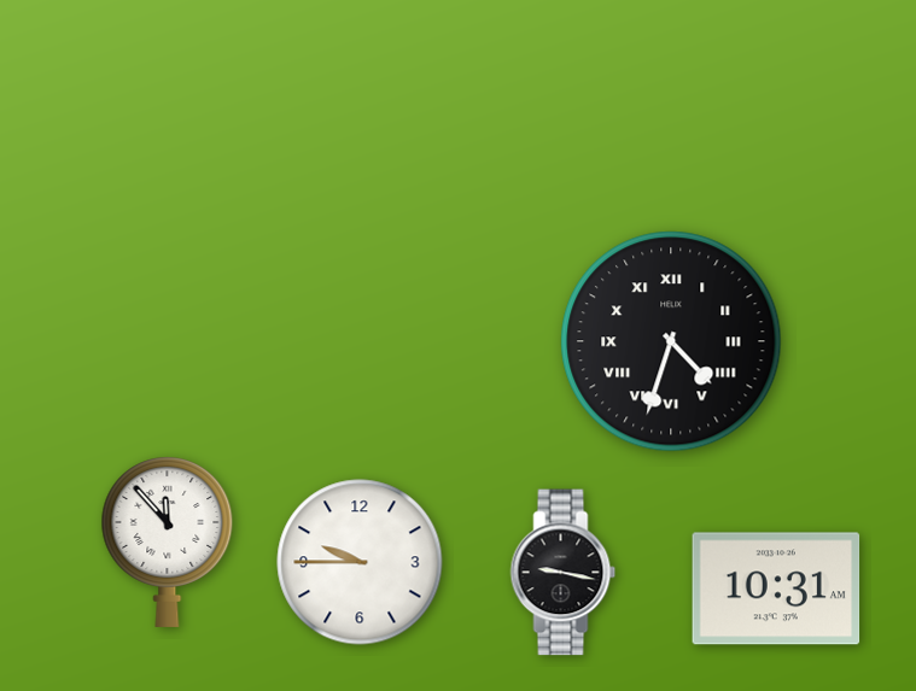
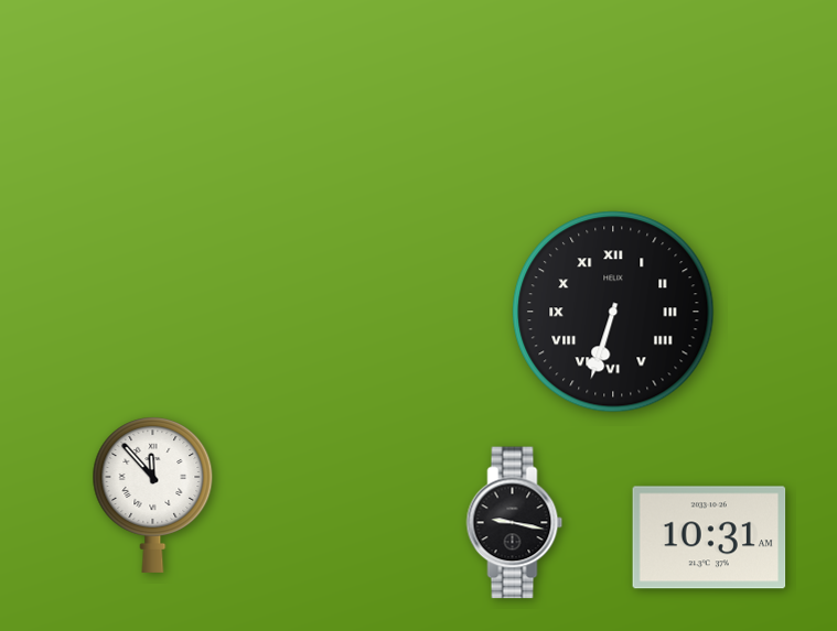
clock at (671, 341): 4:33 -> 6:33
clock at (360, 562): 9:45 -> none
